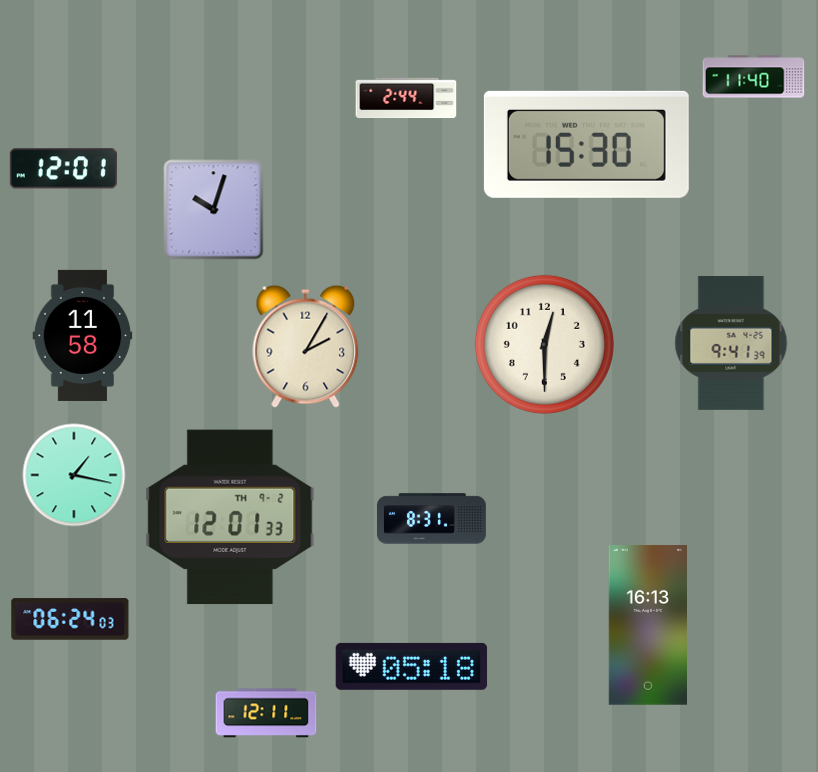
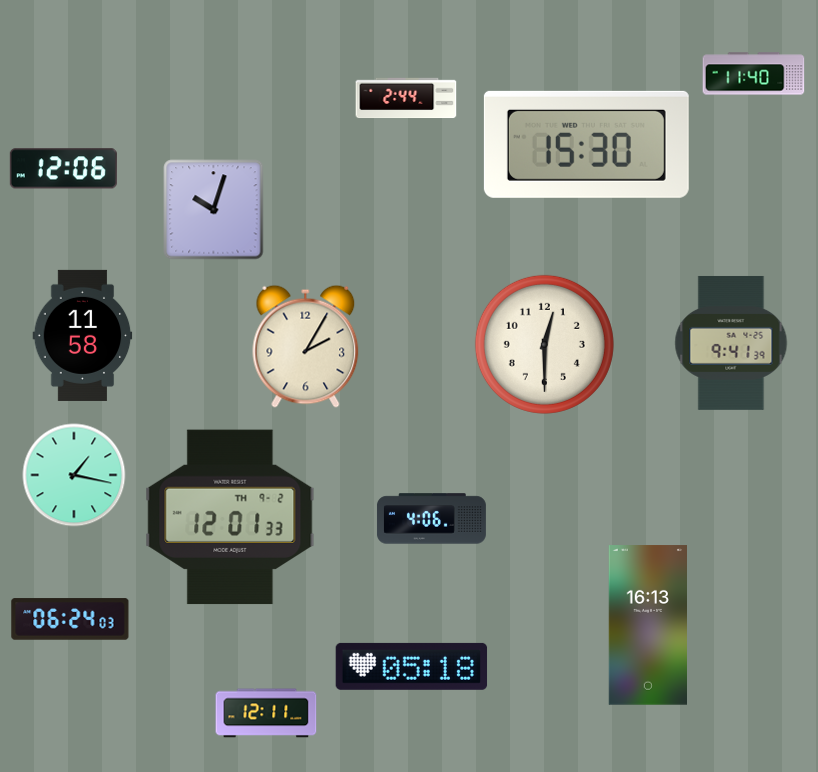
clock at (754, 77) position: (754, 77) -> (754, 74)
clock at (63, 169): 12:01 -> 12:06
clock at (431, 519): 8:31 -> 4:06
